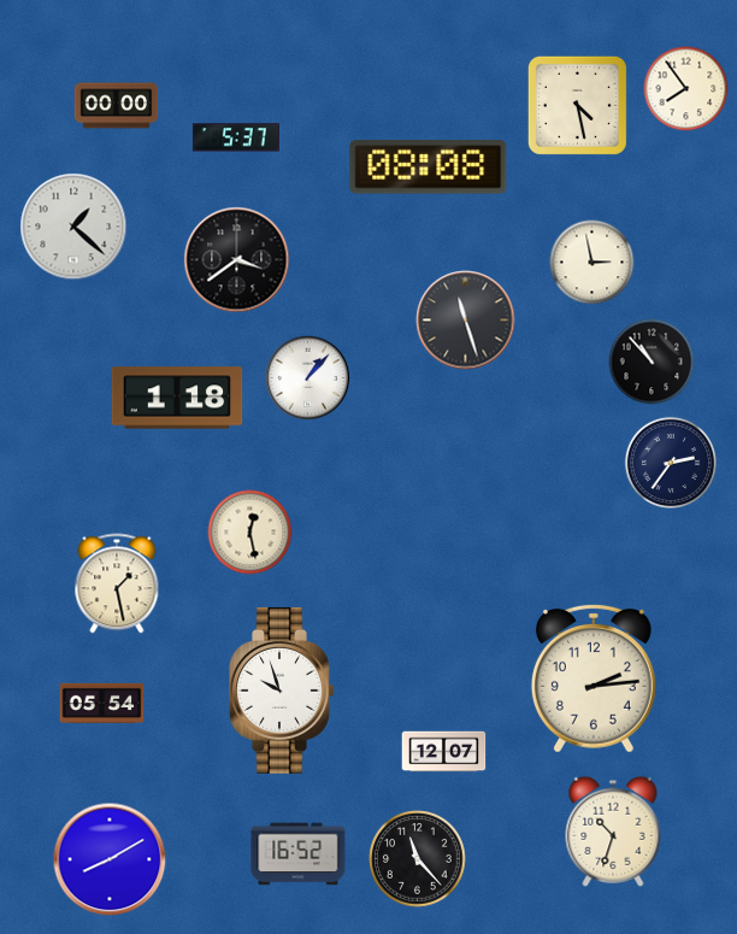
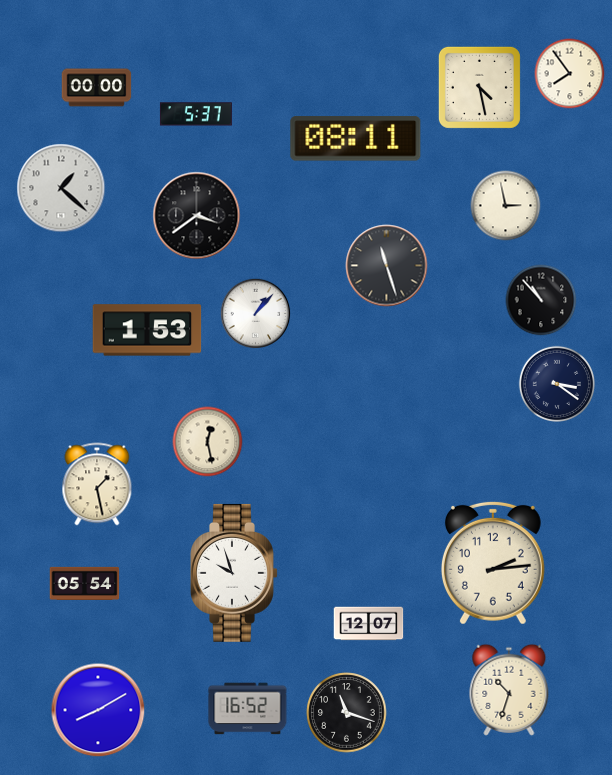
clock at (429, 168): 08:08 -> 08:11
clock at (592, 263) position: (592, 263) -> (506, 206)
clock at (177, 398): 1:18 -> 1:53
clock at (671, 463): 2:36 -> 3:21
clock at (110, 859) position: (110, 859) -> (98, 710)
clock at (418, 859): 11:23 -> 11:18
